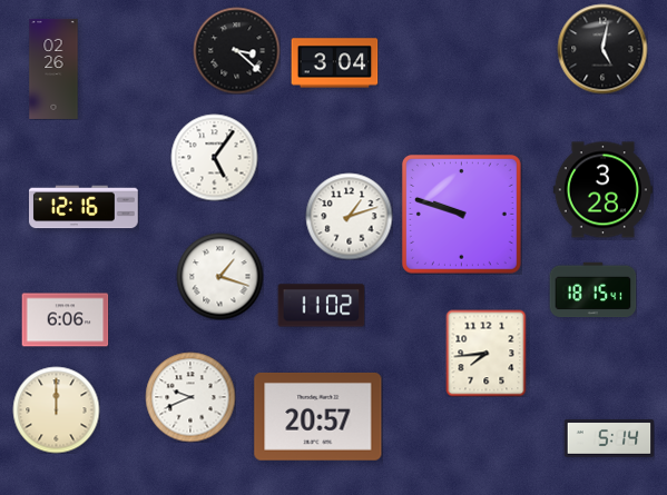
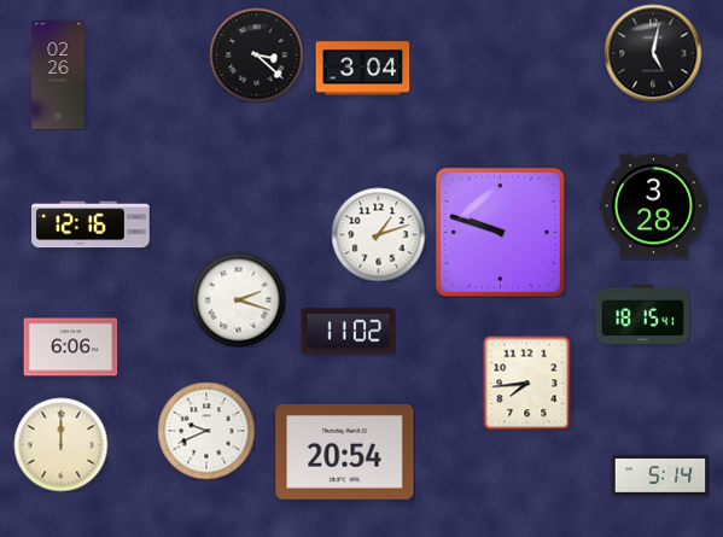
clock at (214, 157): 5:06 -> none
clock at (219, 276): 1:18 -> 2:18
clock at (318, 416): 20:57 -> 20:54
